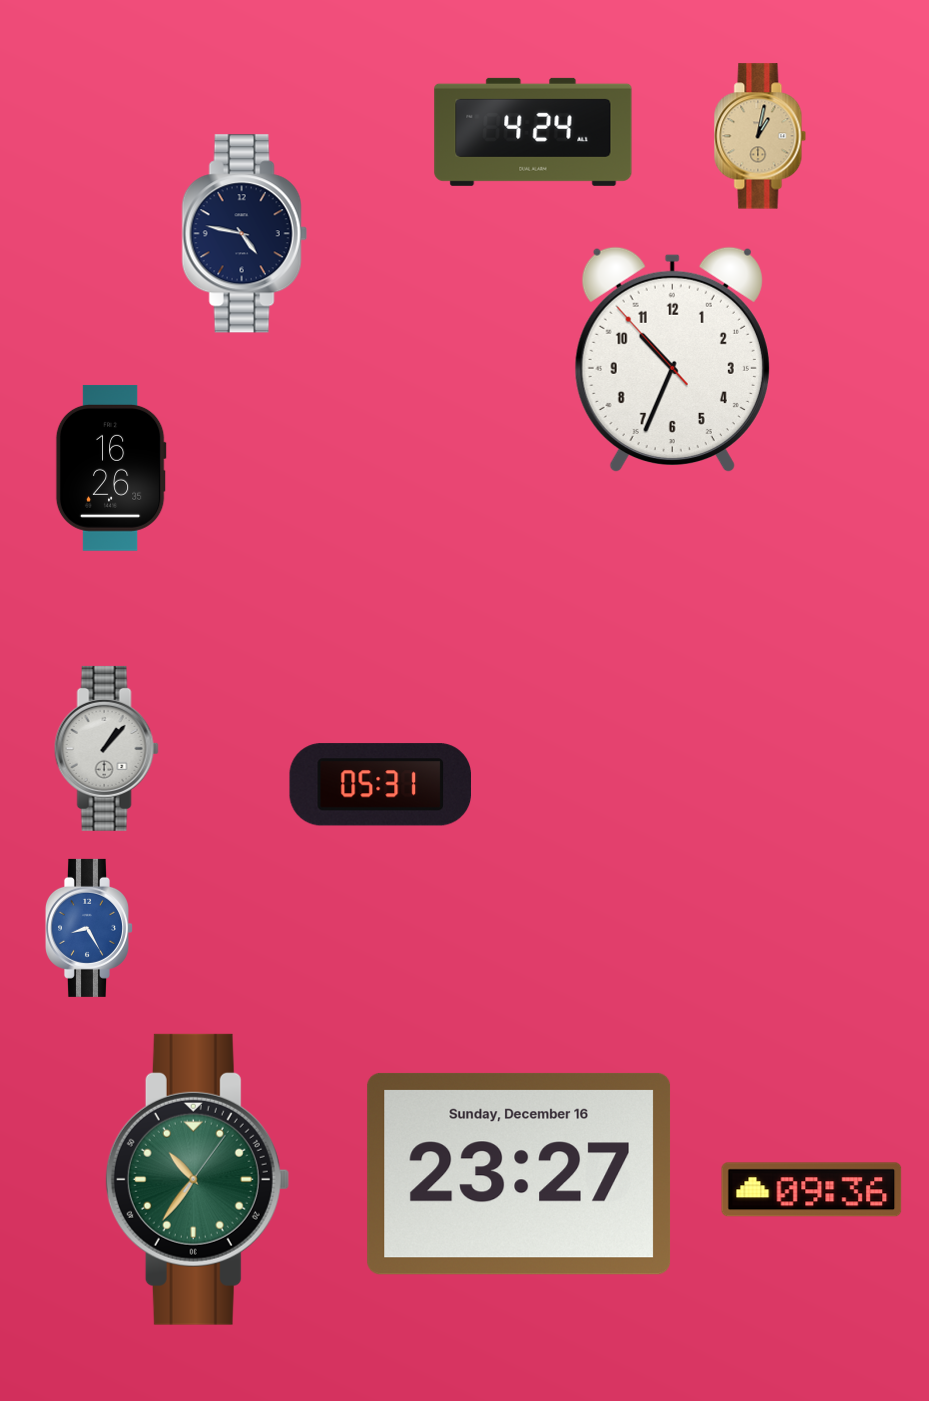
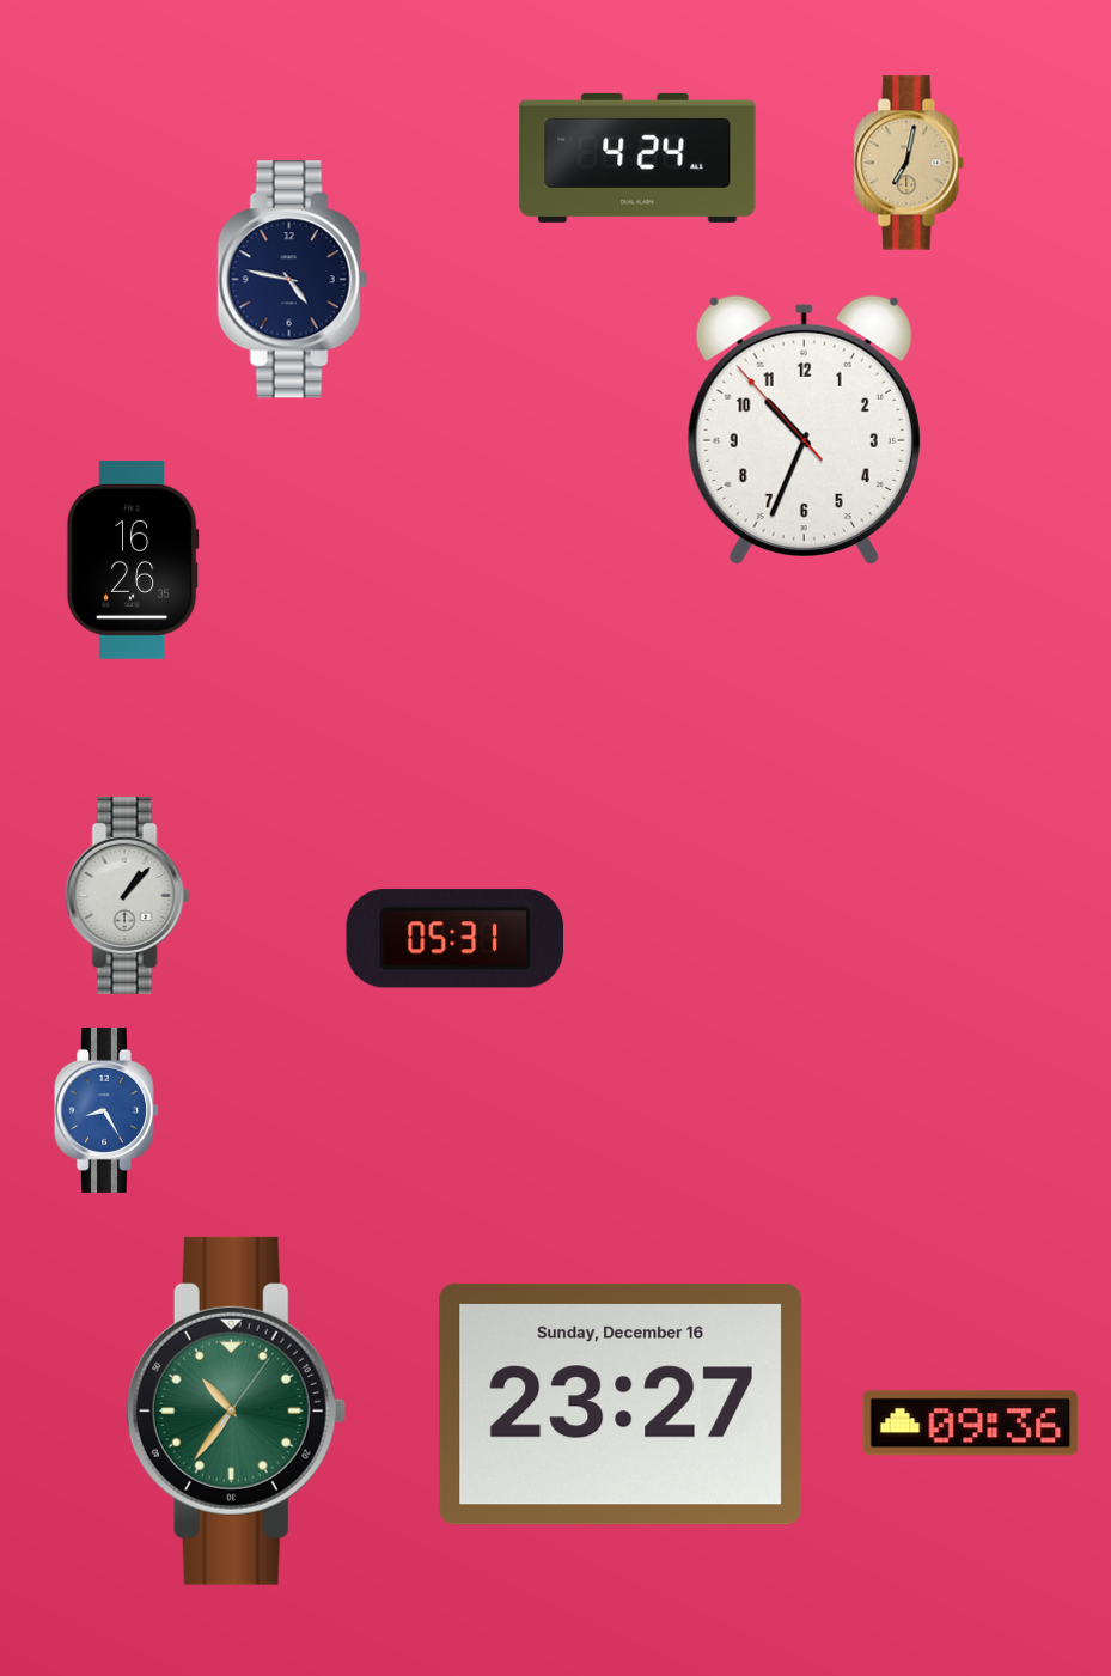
clock at (760, 136): 1:02 -> 7:02
